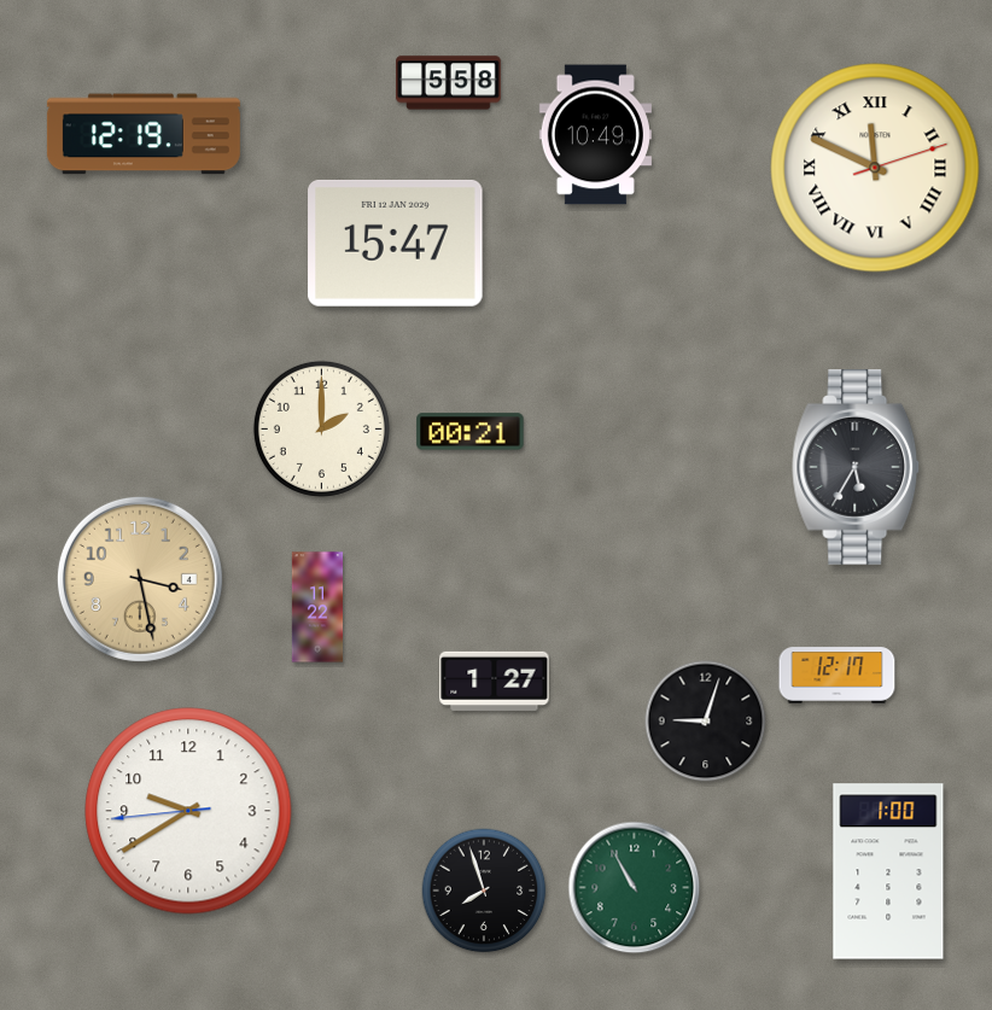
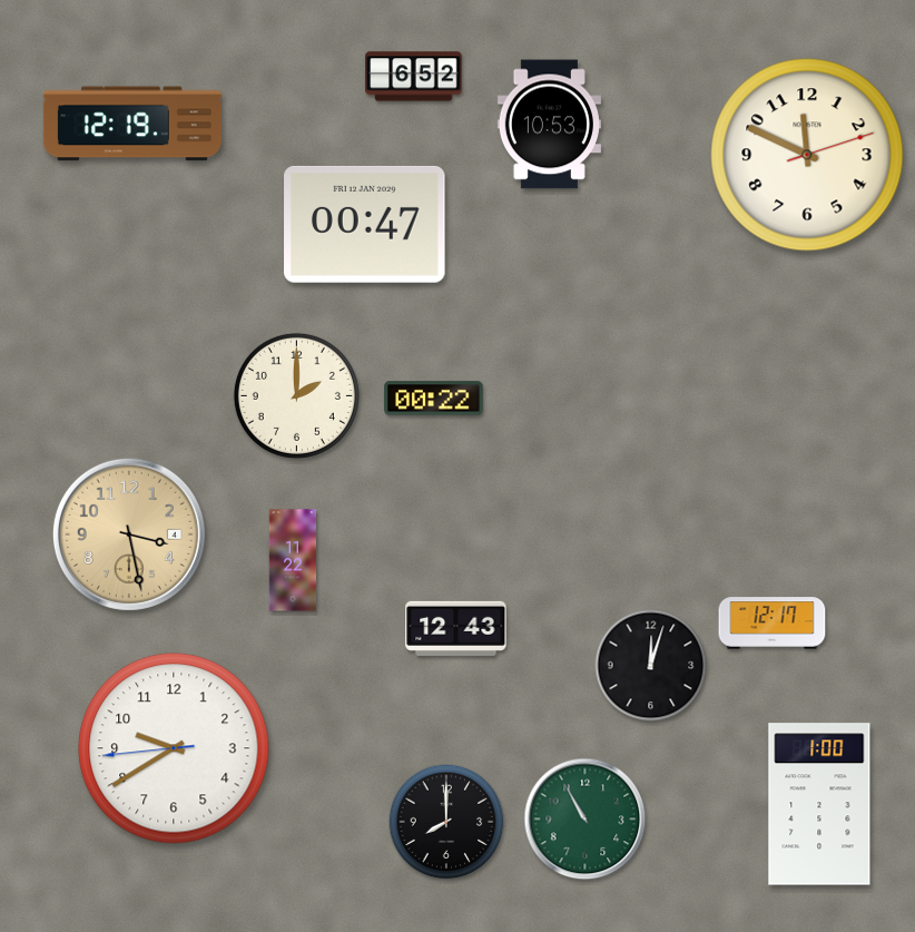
clock at (449, 83): 5:58 -> 6:52
clock at (595, 135): 10:49 -> 10:53
clock at (875, 168) numerals: Roman -> Arabic
clock at (396, 243): 15:47 -> 00:47
clock at (471, 432): 00:21 -> 00:22
clock at (857, 468): 5:35 -> none
clock at (495, 681): 1:27 -> 12:43
clock at (706, 722): 9:03 -> 12:03
clock at (484, 891): 7:57 -> 8:00
